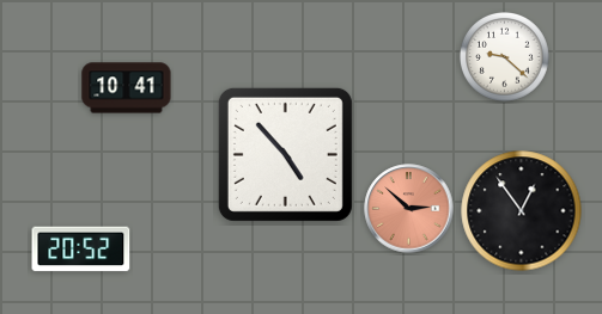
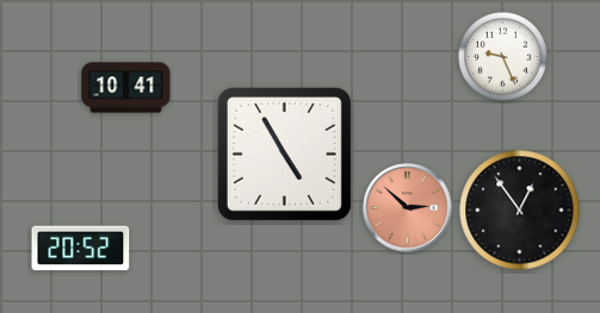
clock at (504, 56): 9:22 -> 9:26
clock at (285, 154): 4:53 -> 4:55
